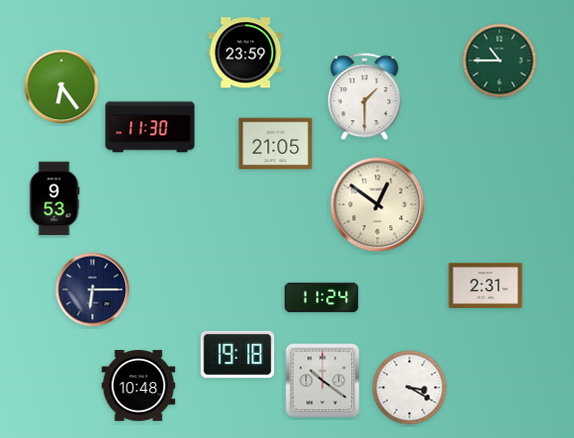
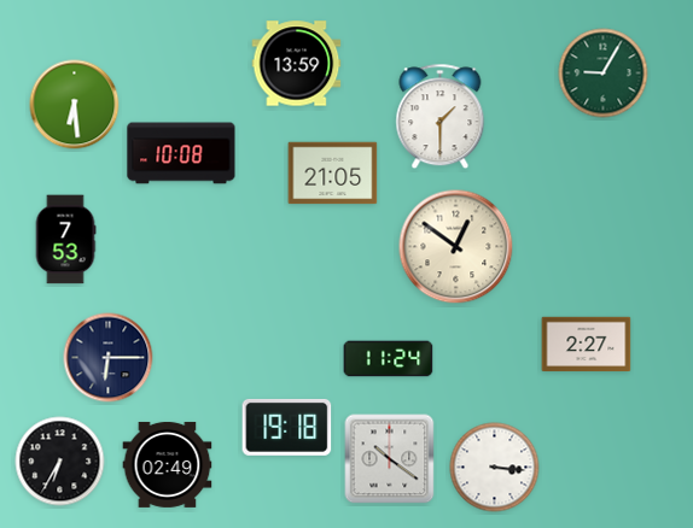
clock at (246, 53): 23:59 -> 13:59
clock at (500, 61): 10:45 -> 9:05
clock at (62, 87): 6:24 -> 6:29
clock at (150, 127): 11:30 -> 10:08
clock at (54, 199): 9:53 -> 7:53
clock at (486, 286): 2:31 -> 2:27
clock at (93, 290) position: (93, 290) -> (109, 358)
clock at (60, 462): none -> 6:35
clock at (139, 385): 10:48 -> 02:49
clock at (410, 388): 3:20 -> 3:16
